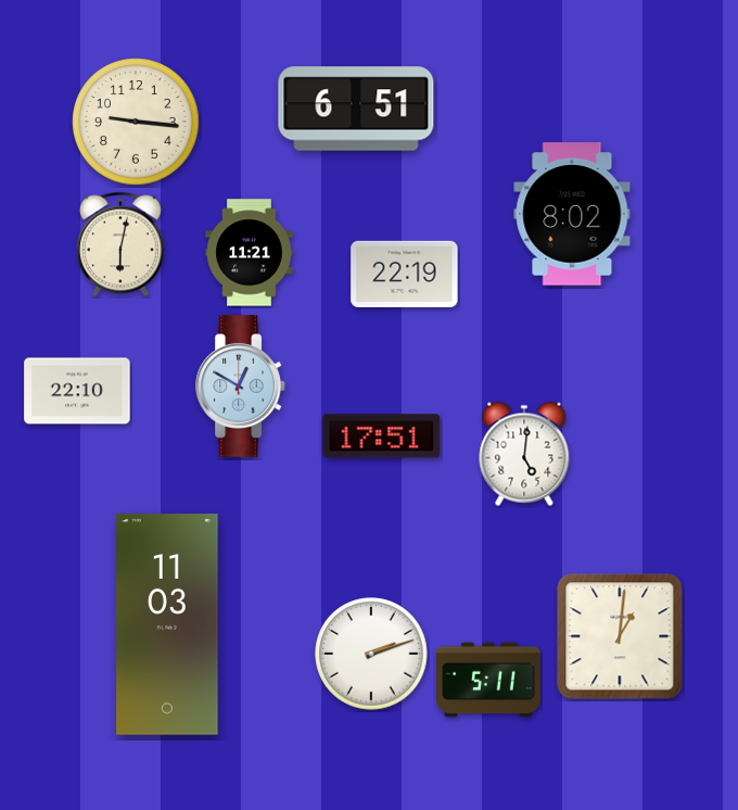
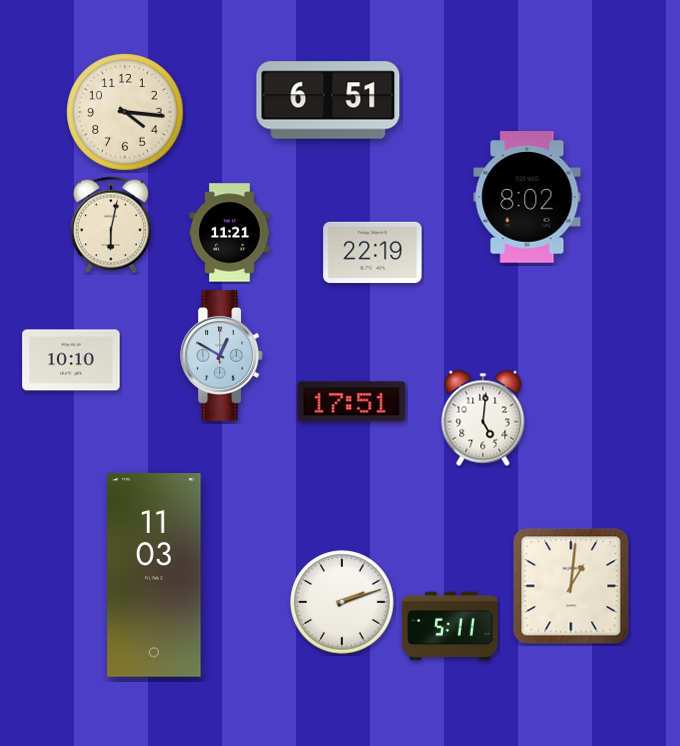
clock at (136, 122): 9:16 -> 4:16
clock at (77, 391): 22:10 -> 10:10
